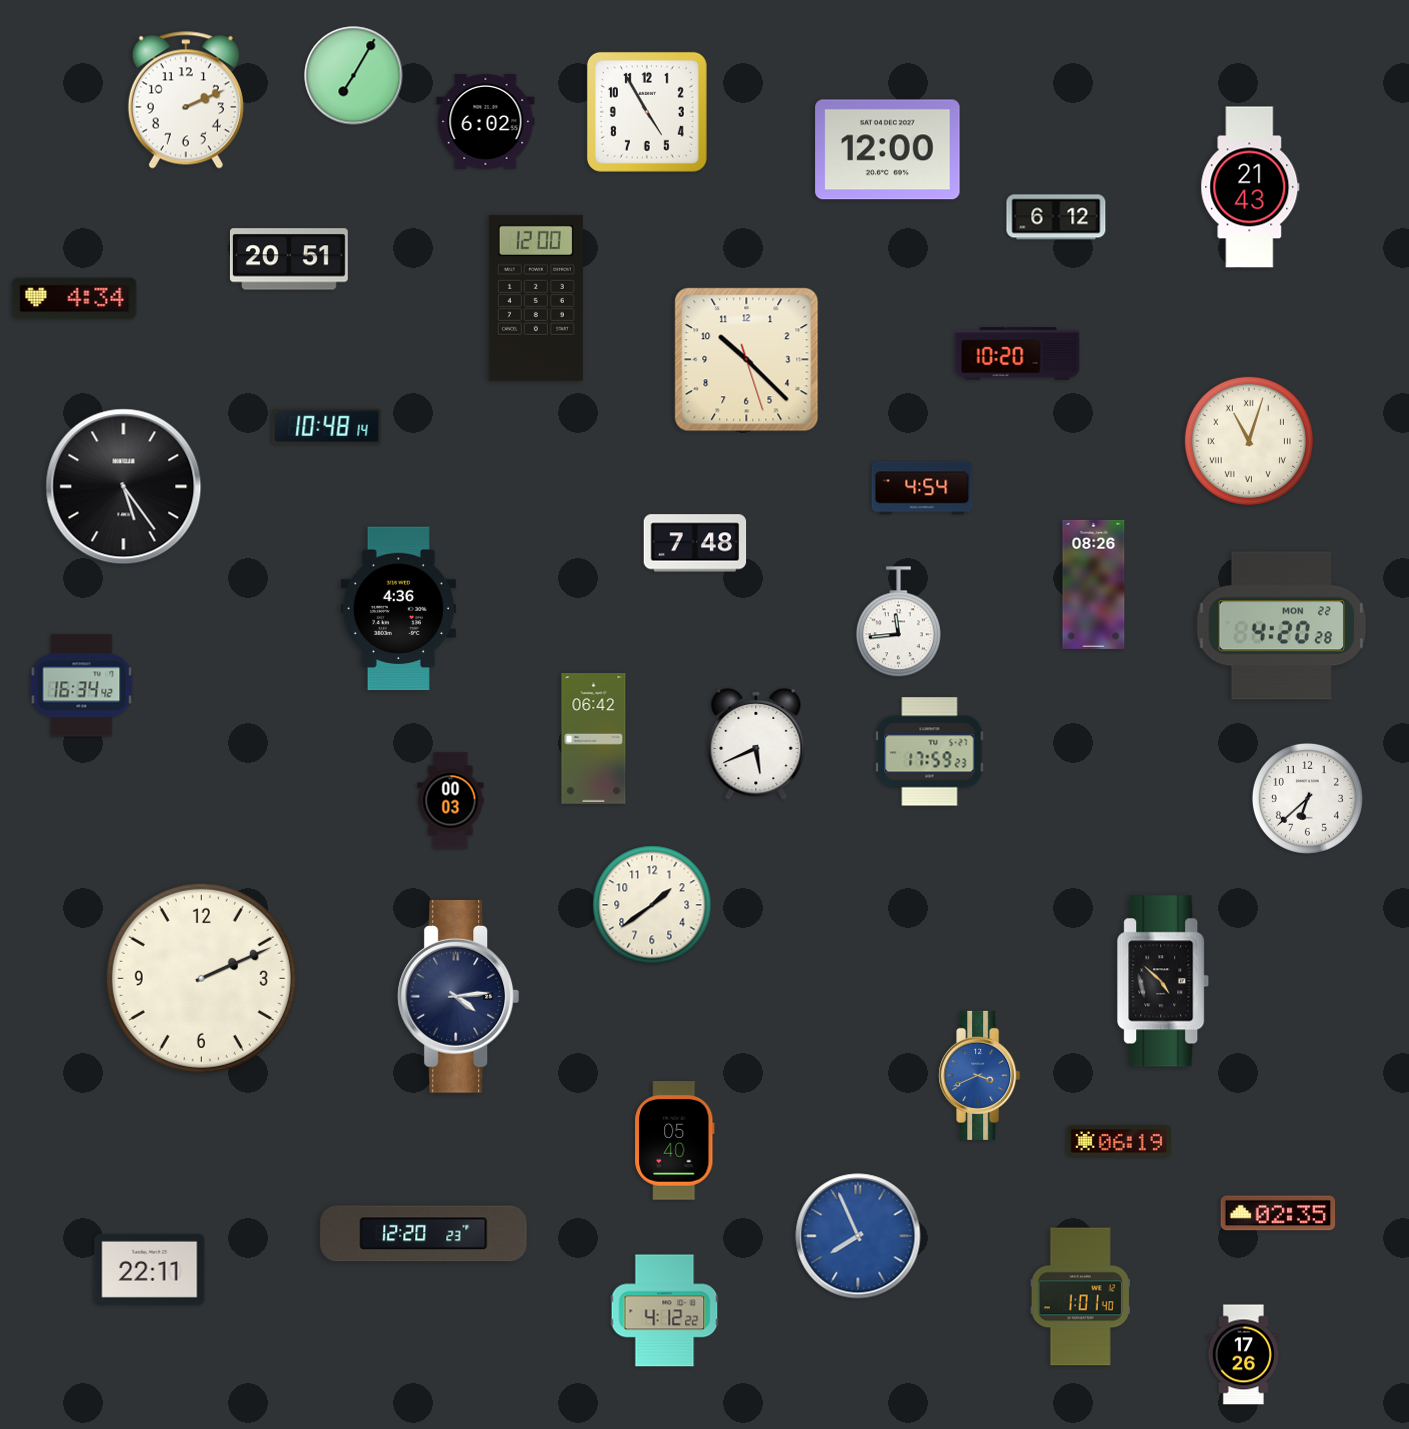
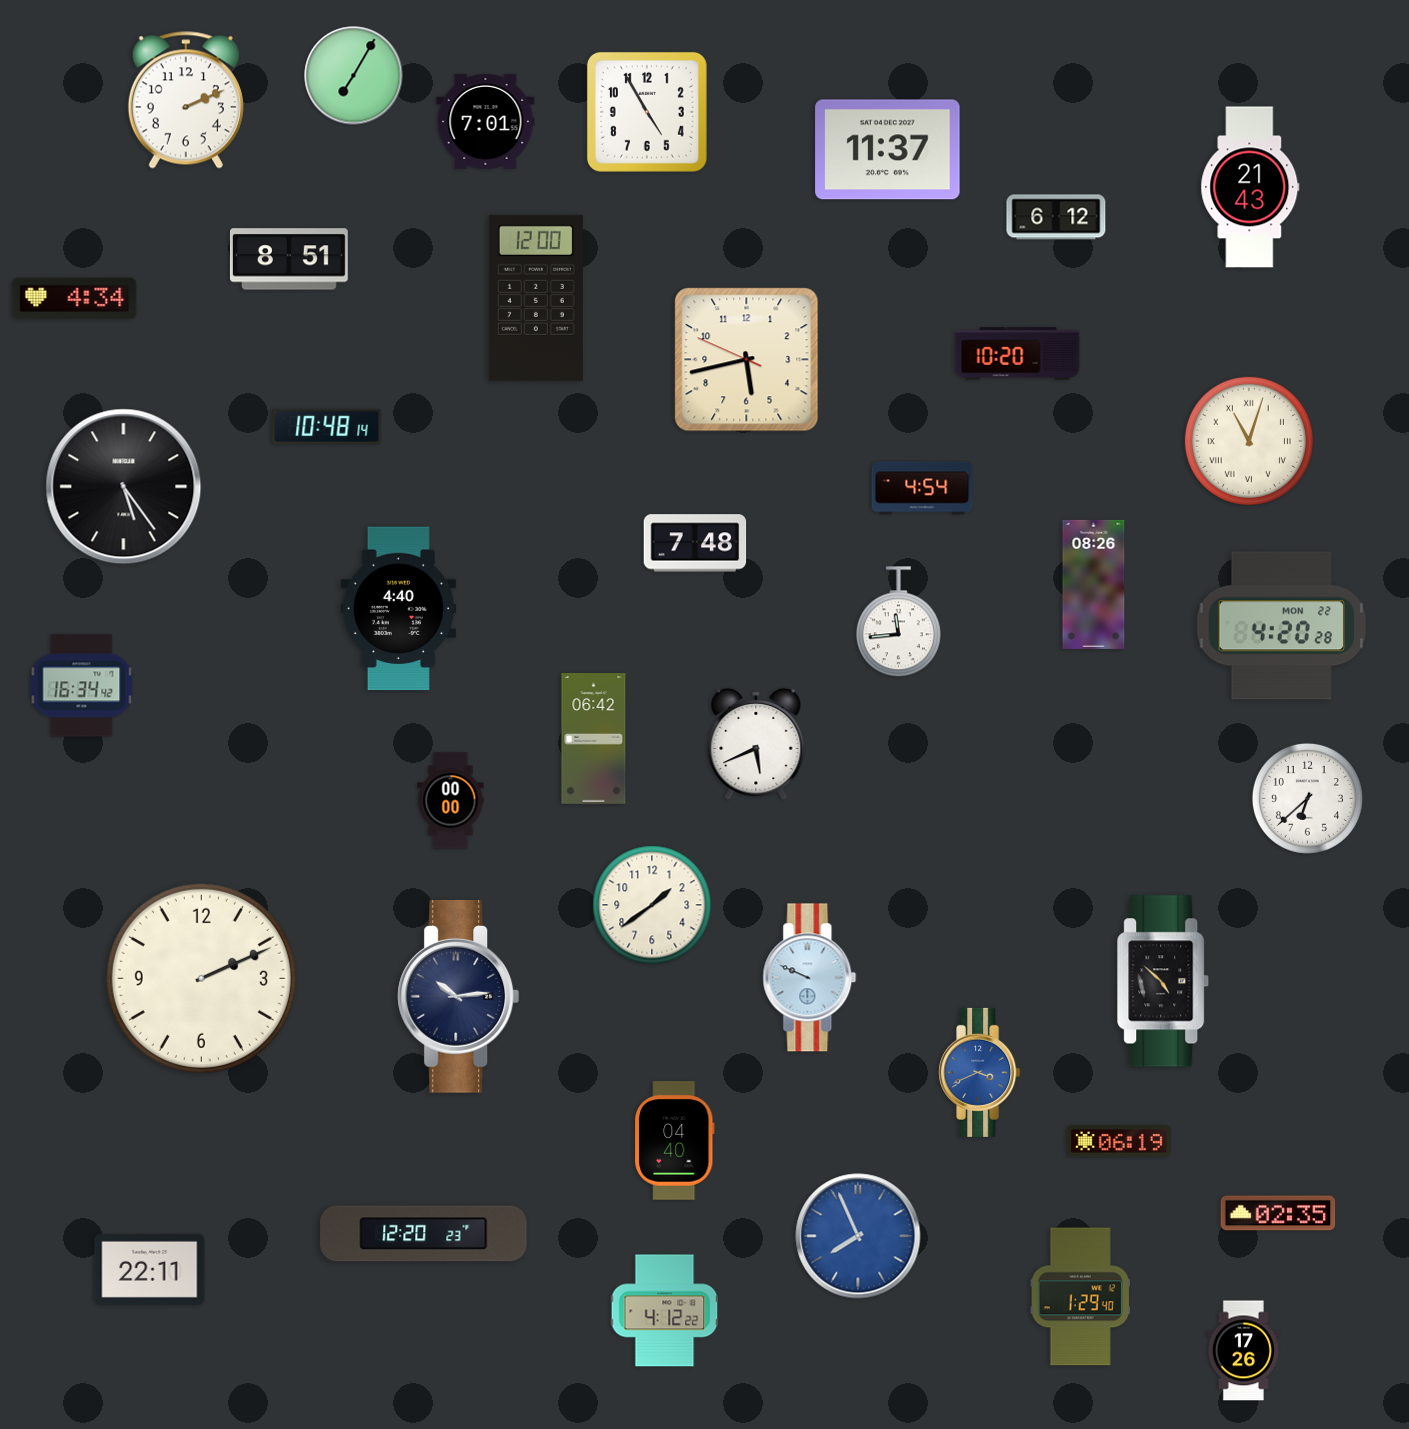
clock at (486, 121): 6:02 -> 7:01
clock at (888, 150): 12:00 -> 11:37
clock at (289, 259): 20:51 -> 8:51
clock at (747, 360): 10:22 -> 5:42
clock at (398, 609): 4:36 -> 4:40
clock at (930, 752): 17:59 -> none
clock at (451, 801): 00:03 -> 00:00
clock at (810, 978): none -> 9:49
clock at (459, 996): 4:14 -> 10:14
clock at (980, 1075) position: (980, 1075) -> (980, 1072)
clock at (675, 1141): 05:40 -> 04:40
clock at (1080, 1297): 1:01 -> 1:29
clock at (1243, 1355) position: (1243, 1355) -> (1243, 1351)
